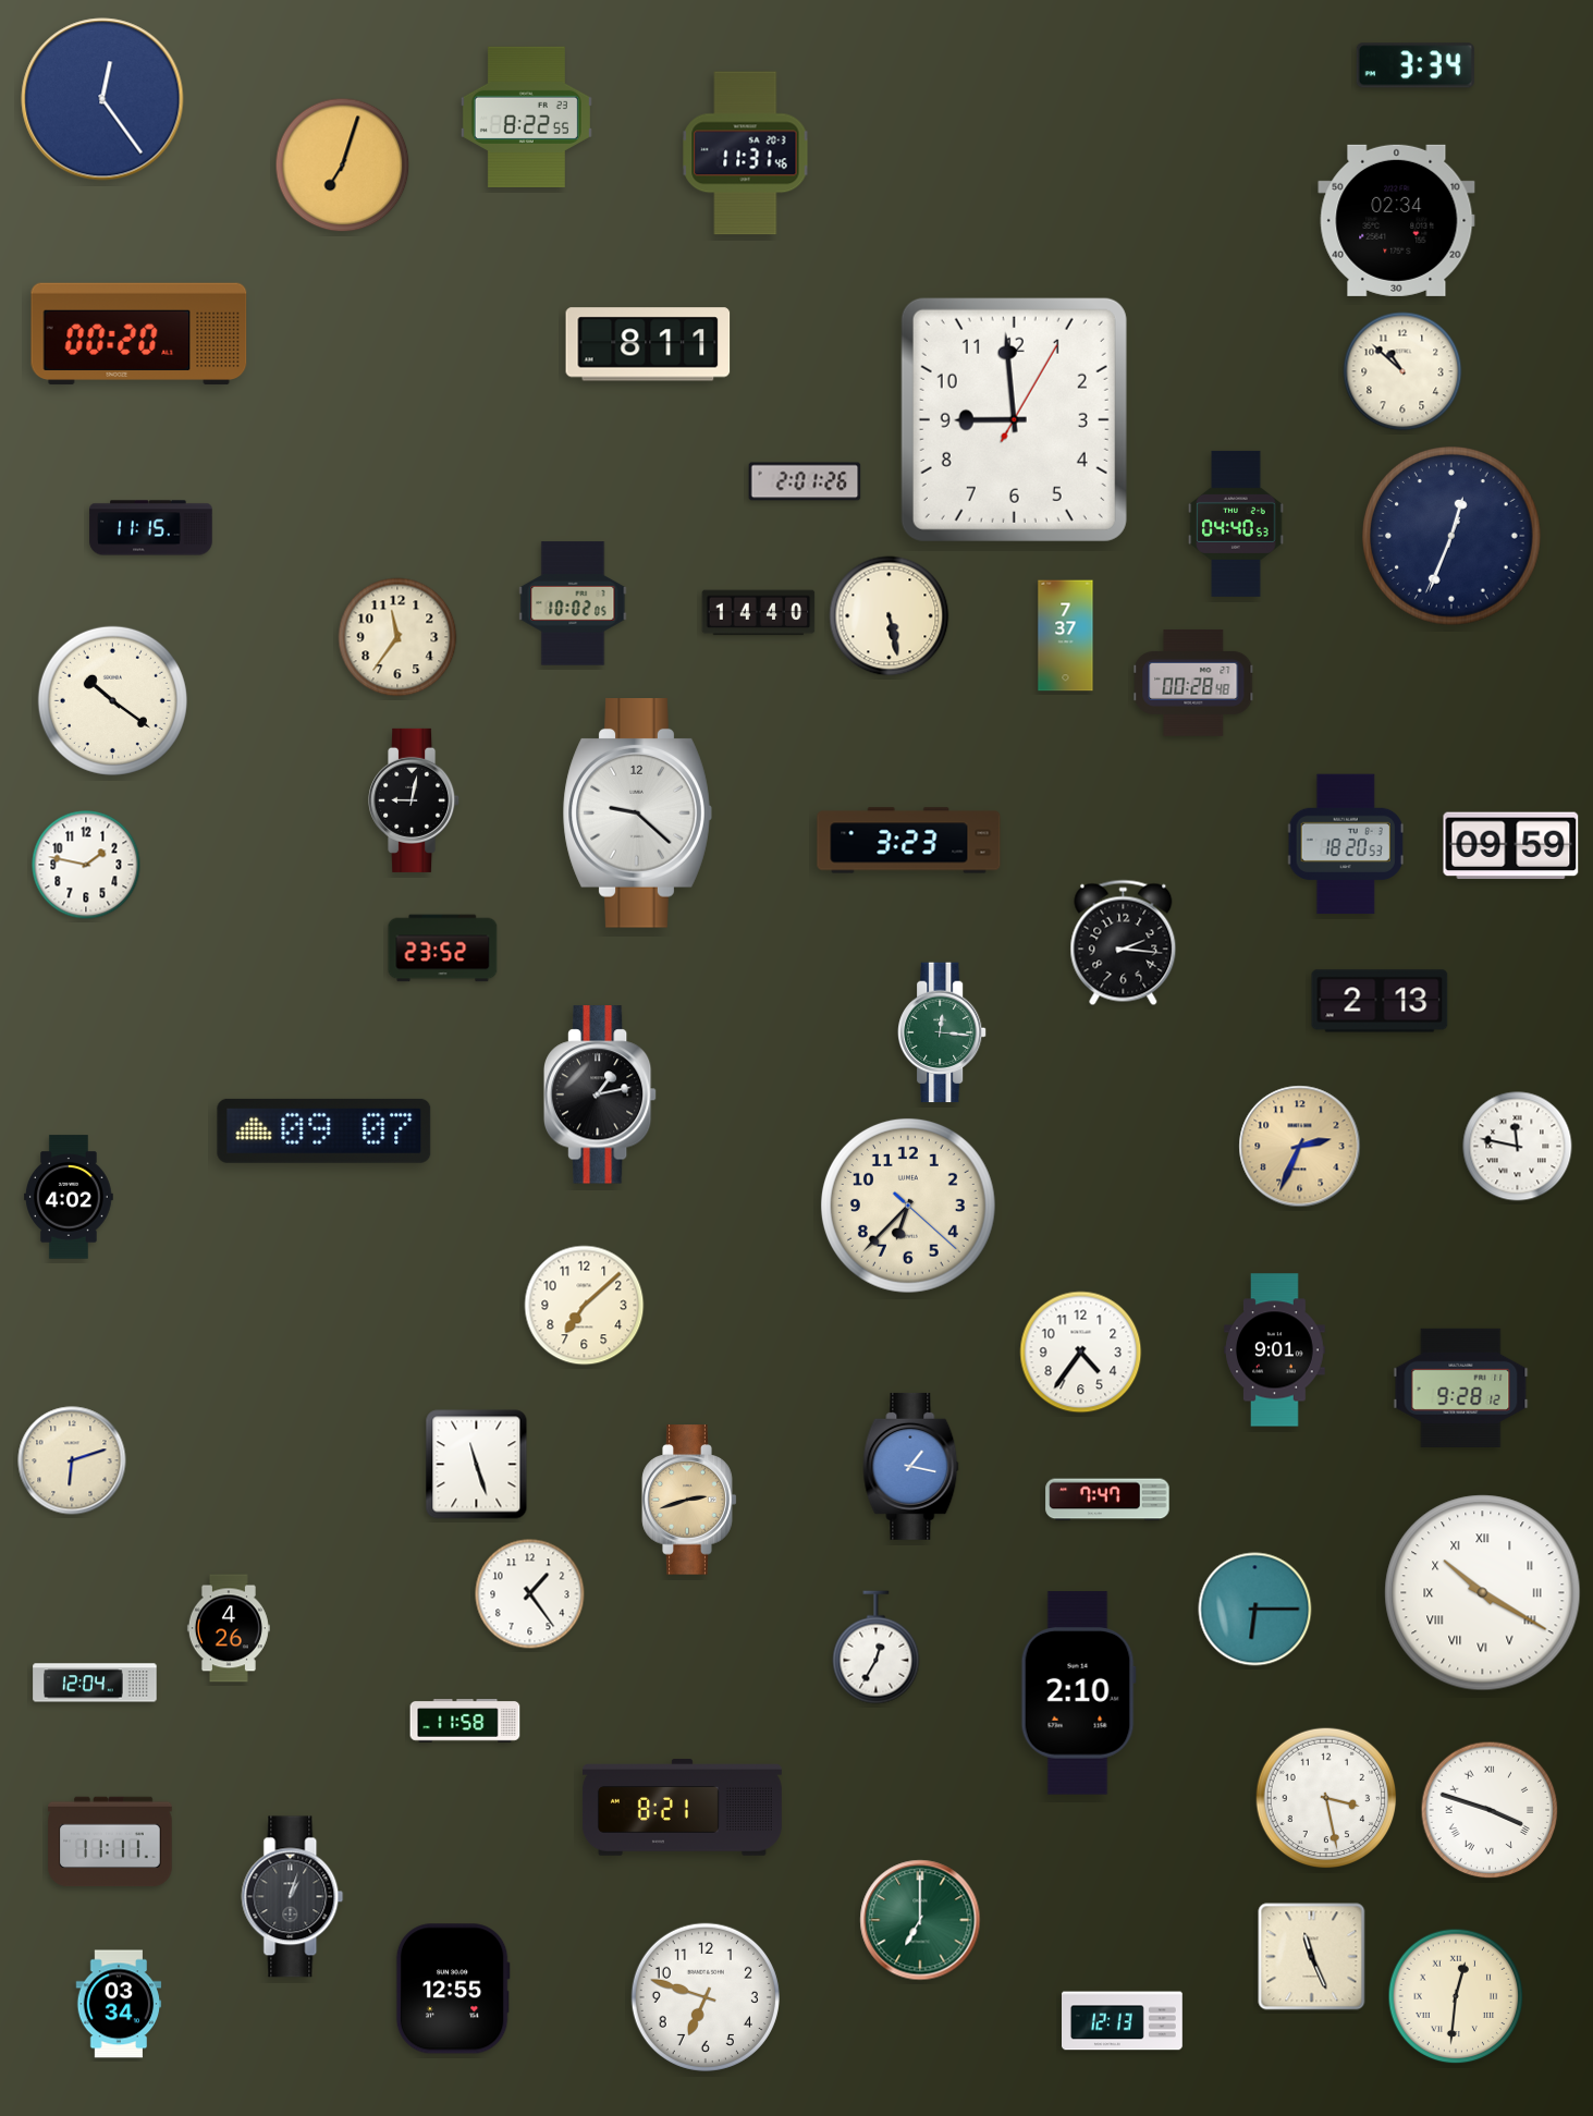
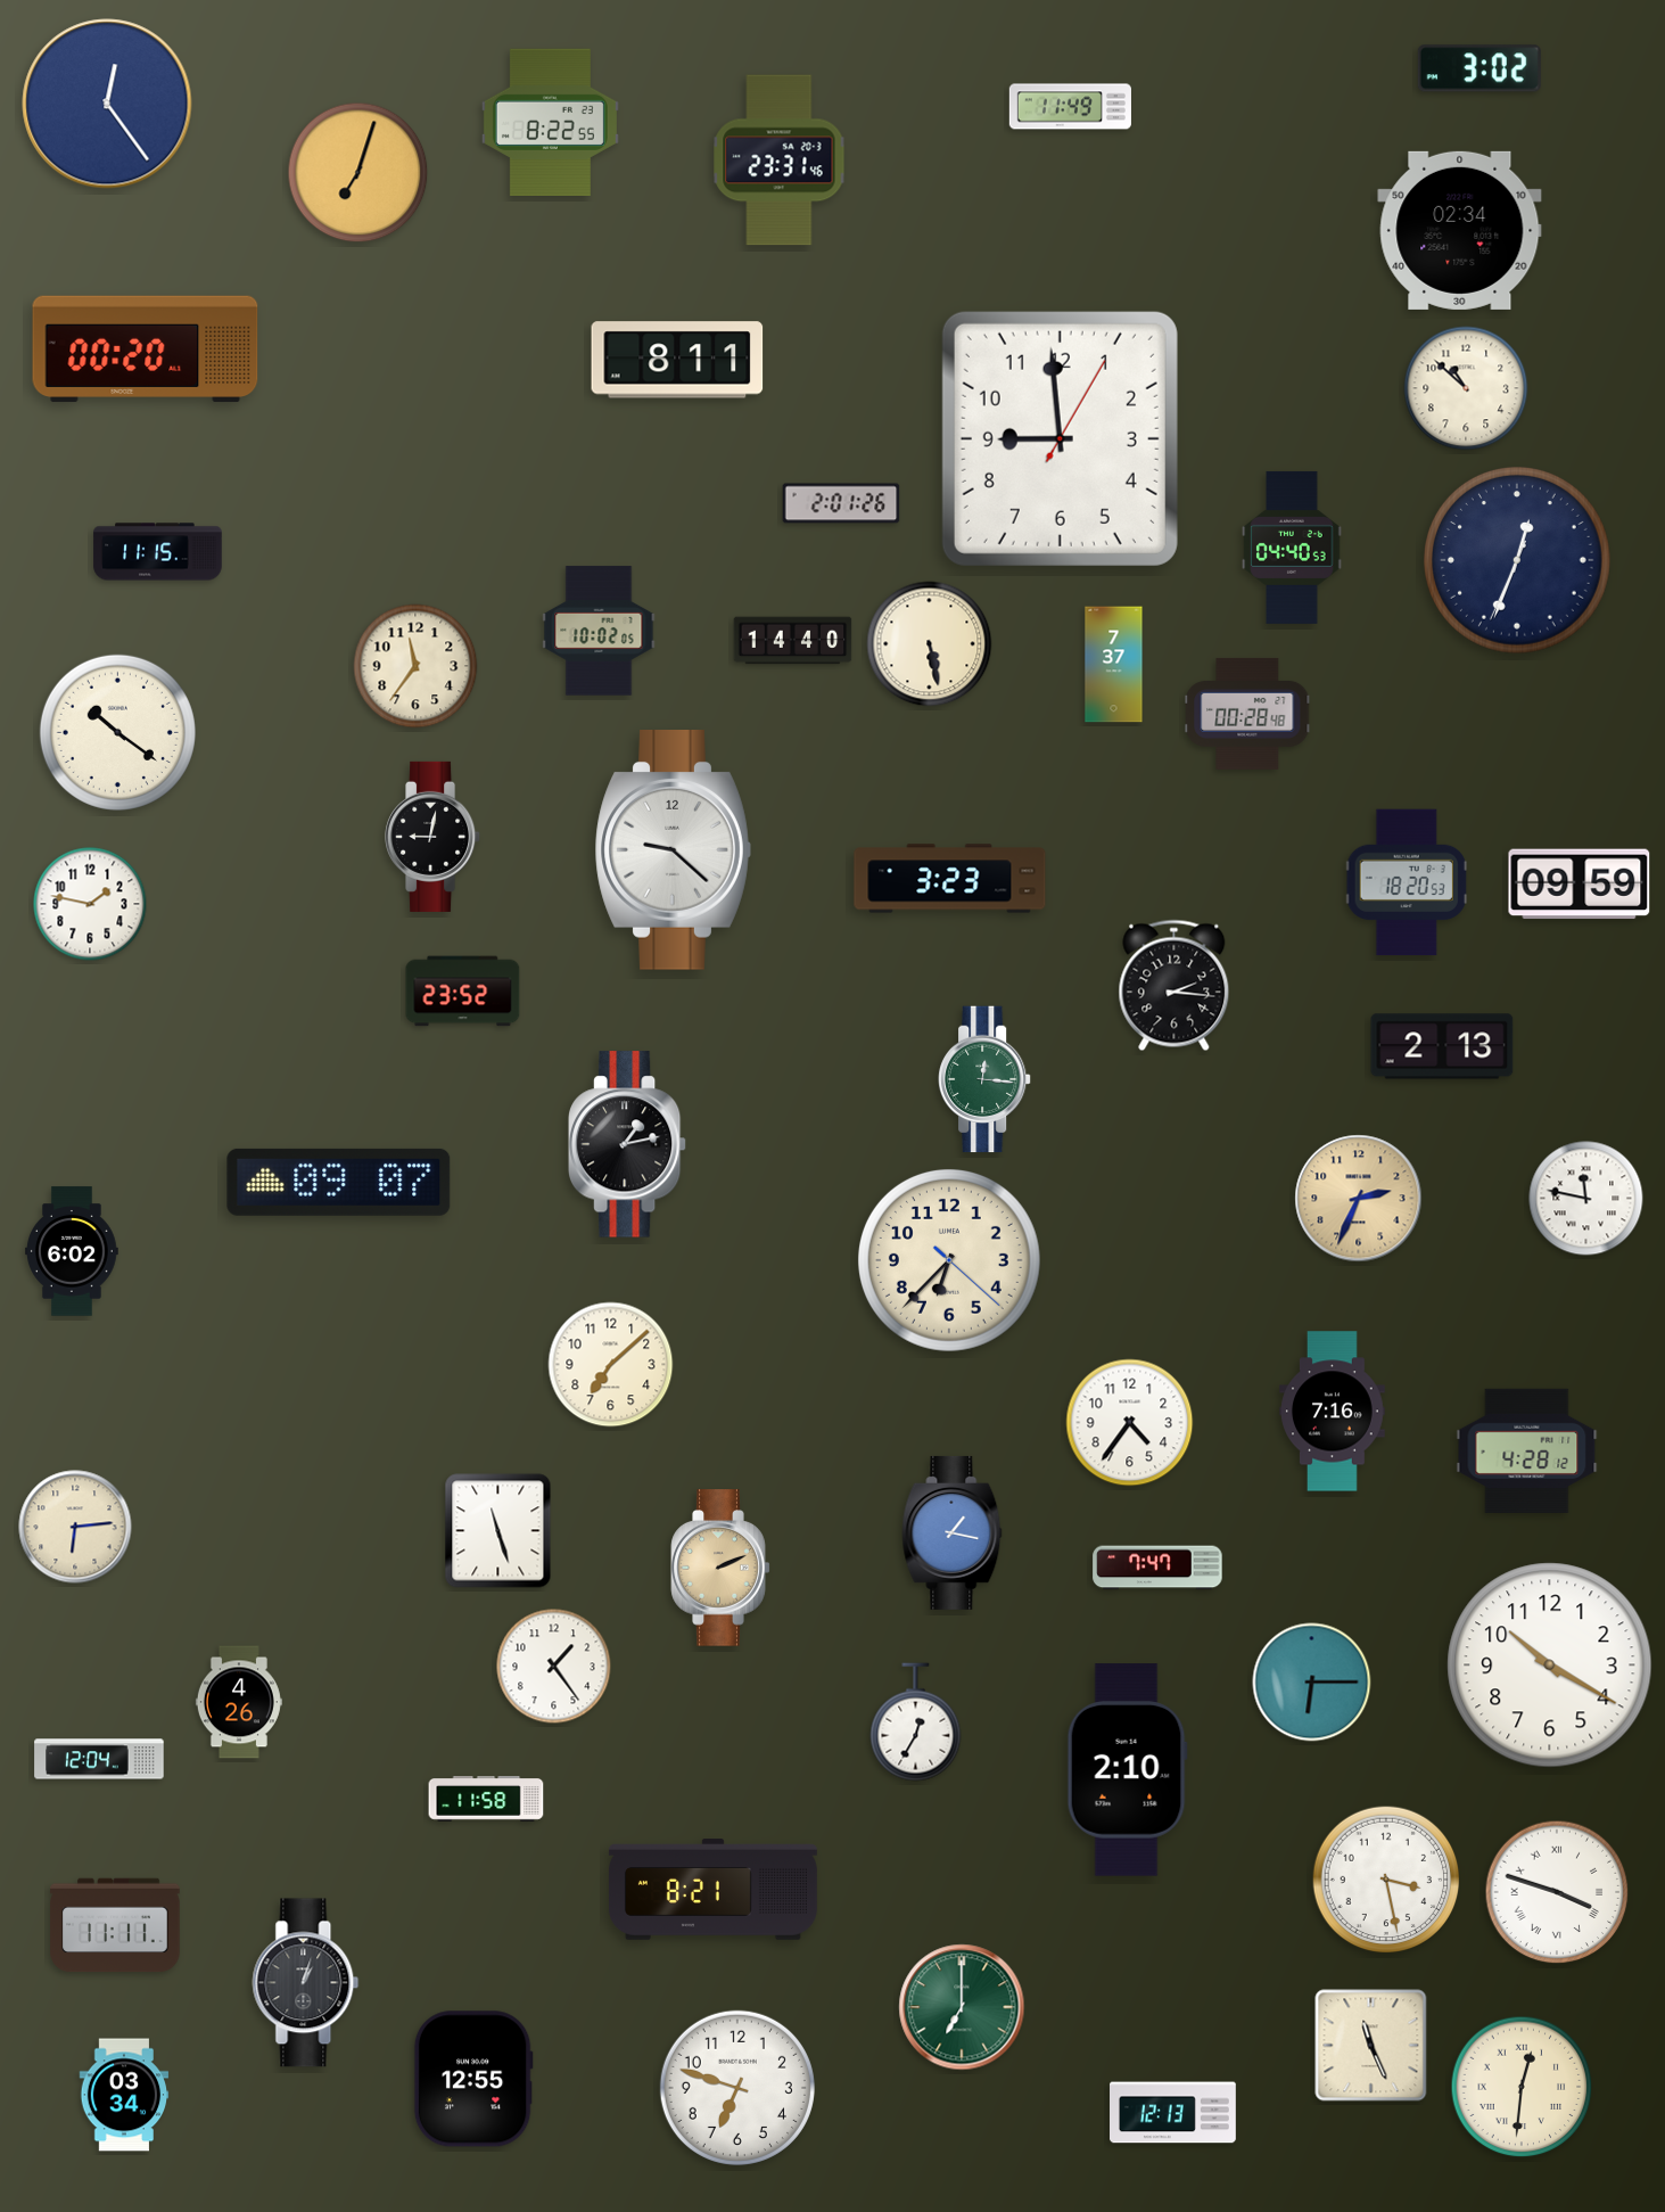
clock at (1416, 65): 3:34 -> 3:02
clock at (1070, 107): none -> 11:49
clock at (746, 154): 11:31 -> 23:31
clock at (637, 814) position: (637, 814) -> (673, 850)
clock at (70, 1197): 4:02 -> 6:02
clock at (1275, 1350): 9:01 -> 7:16
clock at (1081, 1353) position: (1081, 1353) -> (1130, 1423)
clock at (1461, 1387): 9:28 -> 4:28
clock at (72, 1460): 6:12 -> 6:14
clock at (689, 1500): 2:42 -> 2:11
clock at (1483, 1593) numerals: Roman -> Arabic
